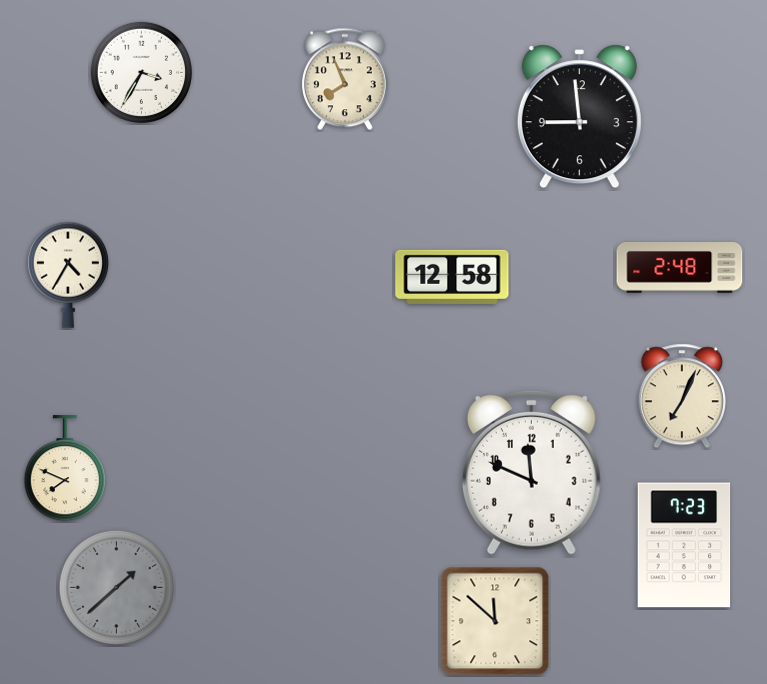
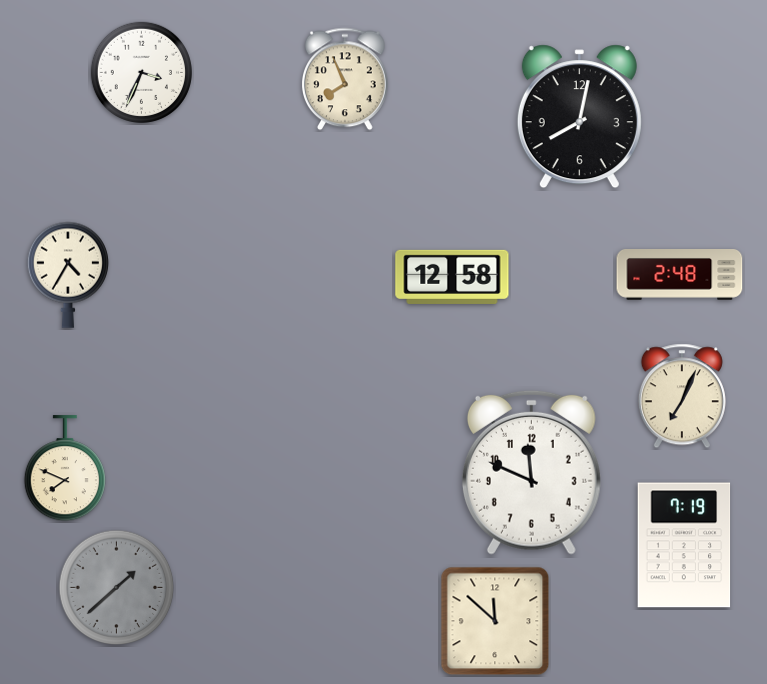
clock at (141, 72): 3:35 -> 3:34
clock at (579, 117): 8:59 -> 8:02
clock at (680, 268) position: (680, 268) -> (680, 275)
clock at (684, 545): 7:23 -> 7:19
